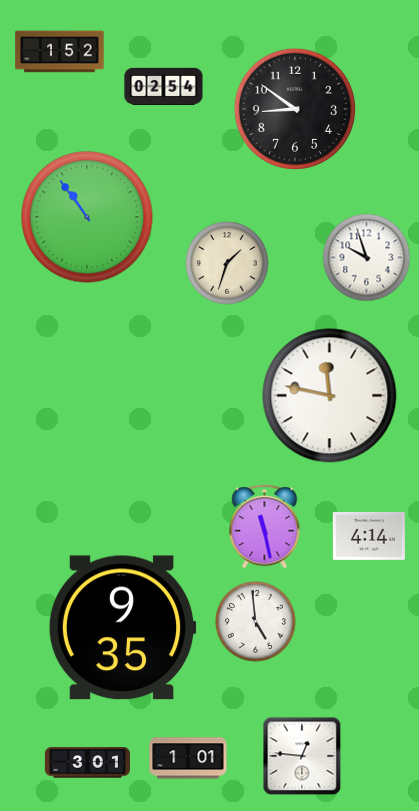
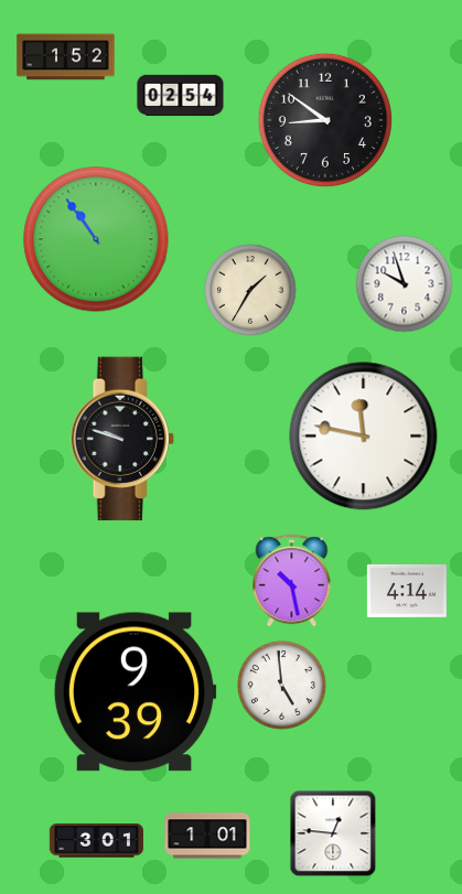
clock at (227, 263): 1:33 -> 1:35
clock at (122, 439): none -> 9:48
clock at (265, 527): 11:28 -> 10:28
clock at (122, 628): 9:35 -> 9:39
